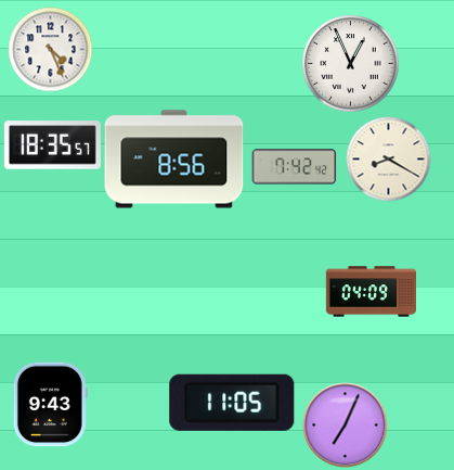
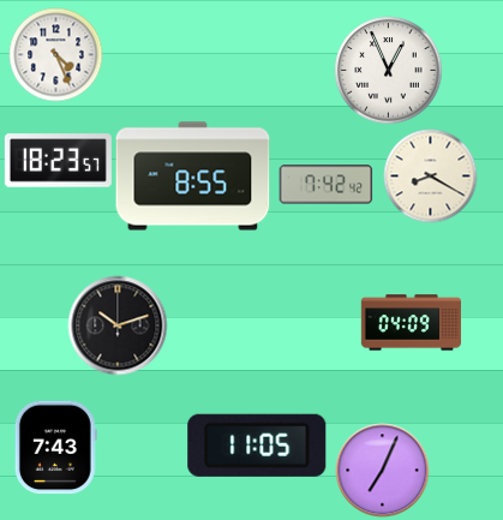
clock at (52, 145): 18:35 -> 18:23
clock at (174, 160): 8:56 -> 8:55
clock at (118, 325): none -> 10:12
clock at (50, 404): 9:43 -> 7:43
